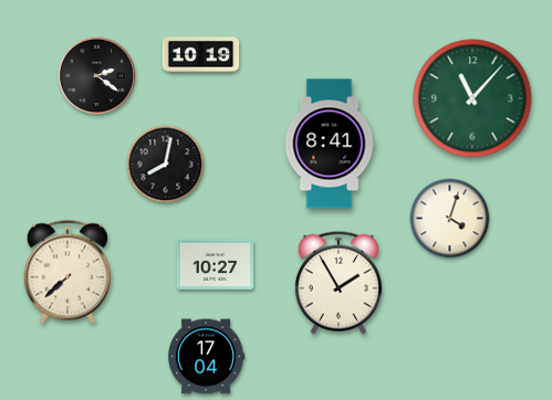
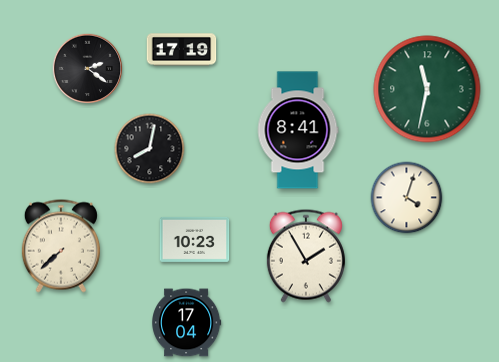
clock at (201, 55): 10:19 -> 17:19
clock at (472, 98): 11:07 -> 11:32
clock at (216, 264): 10:27 -> 10:23
